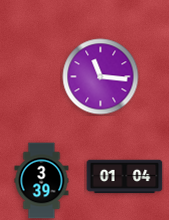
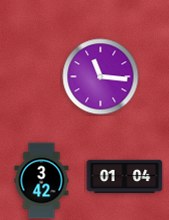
clock at (42, 181): 3:39 -> 3:42
